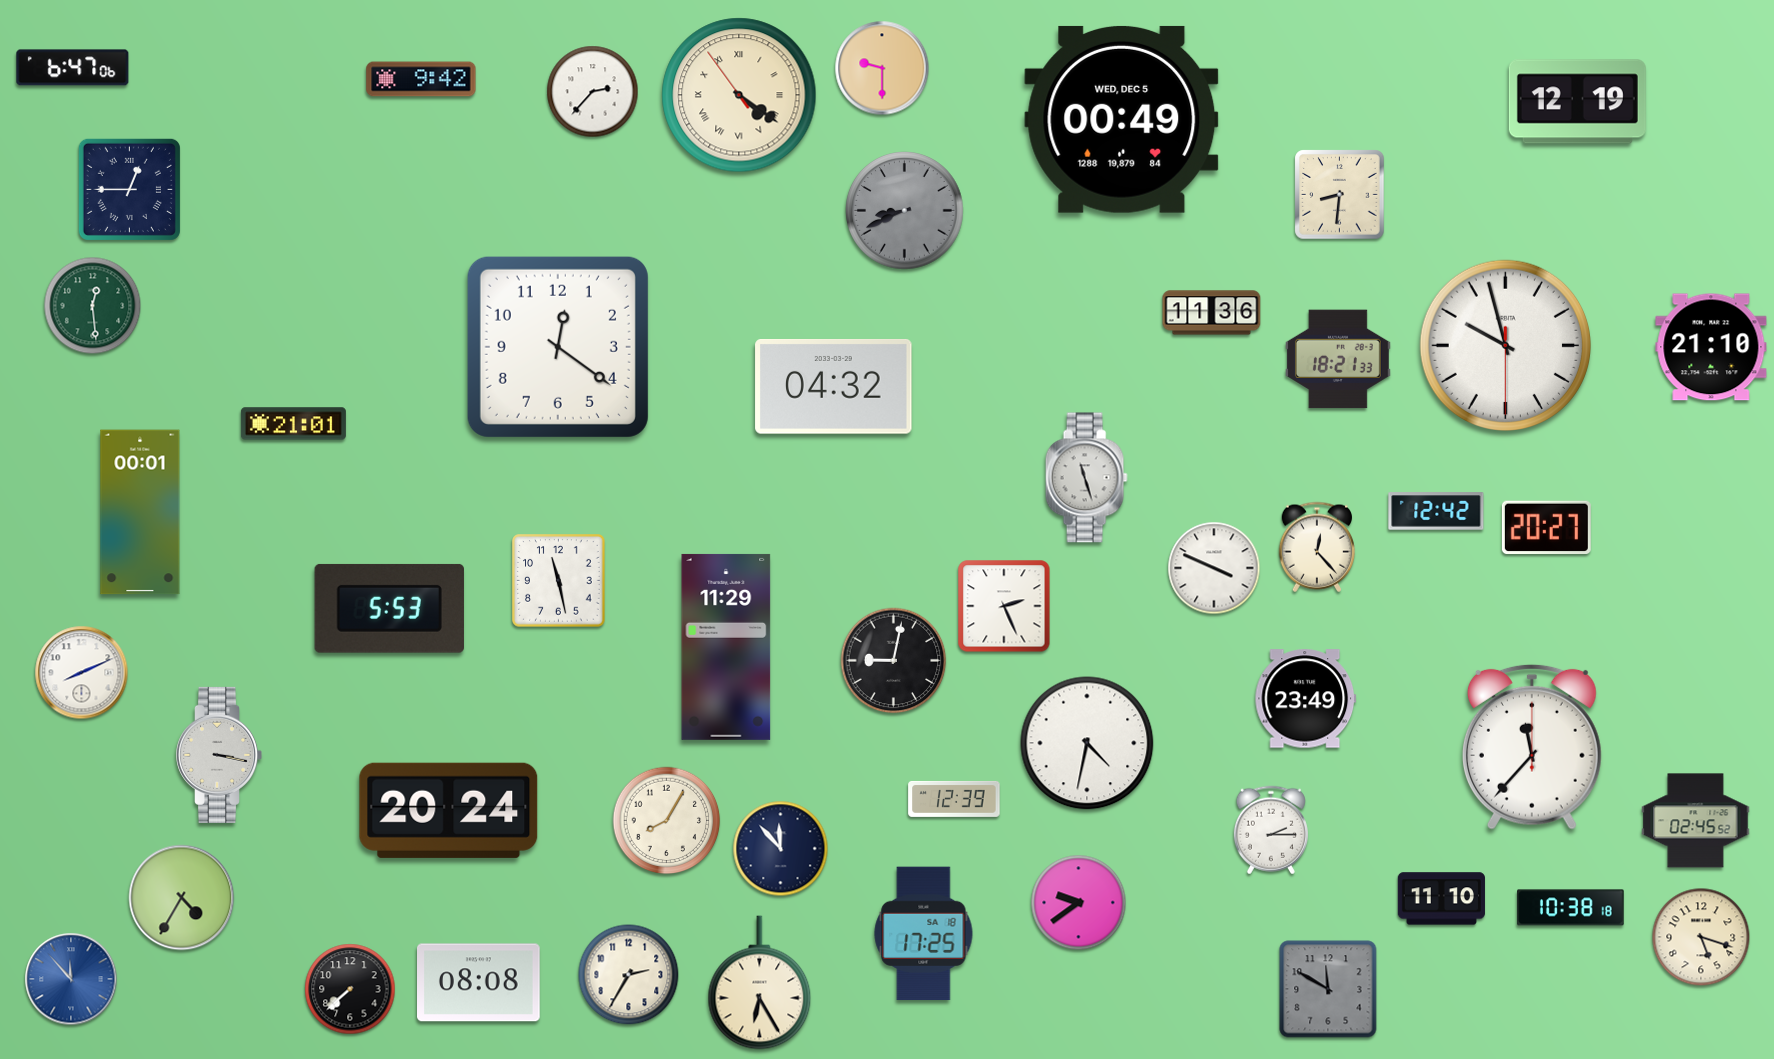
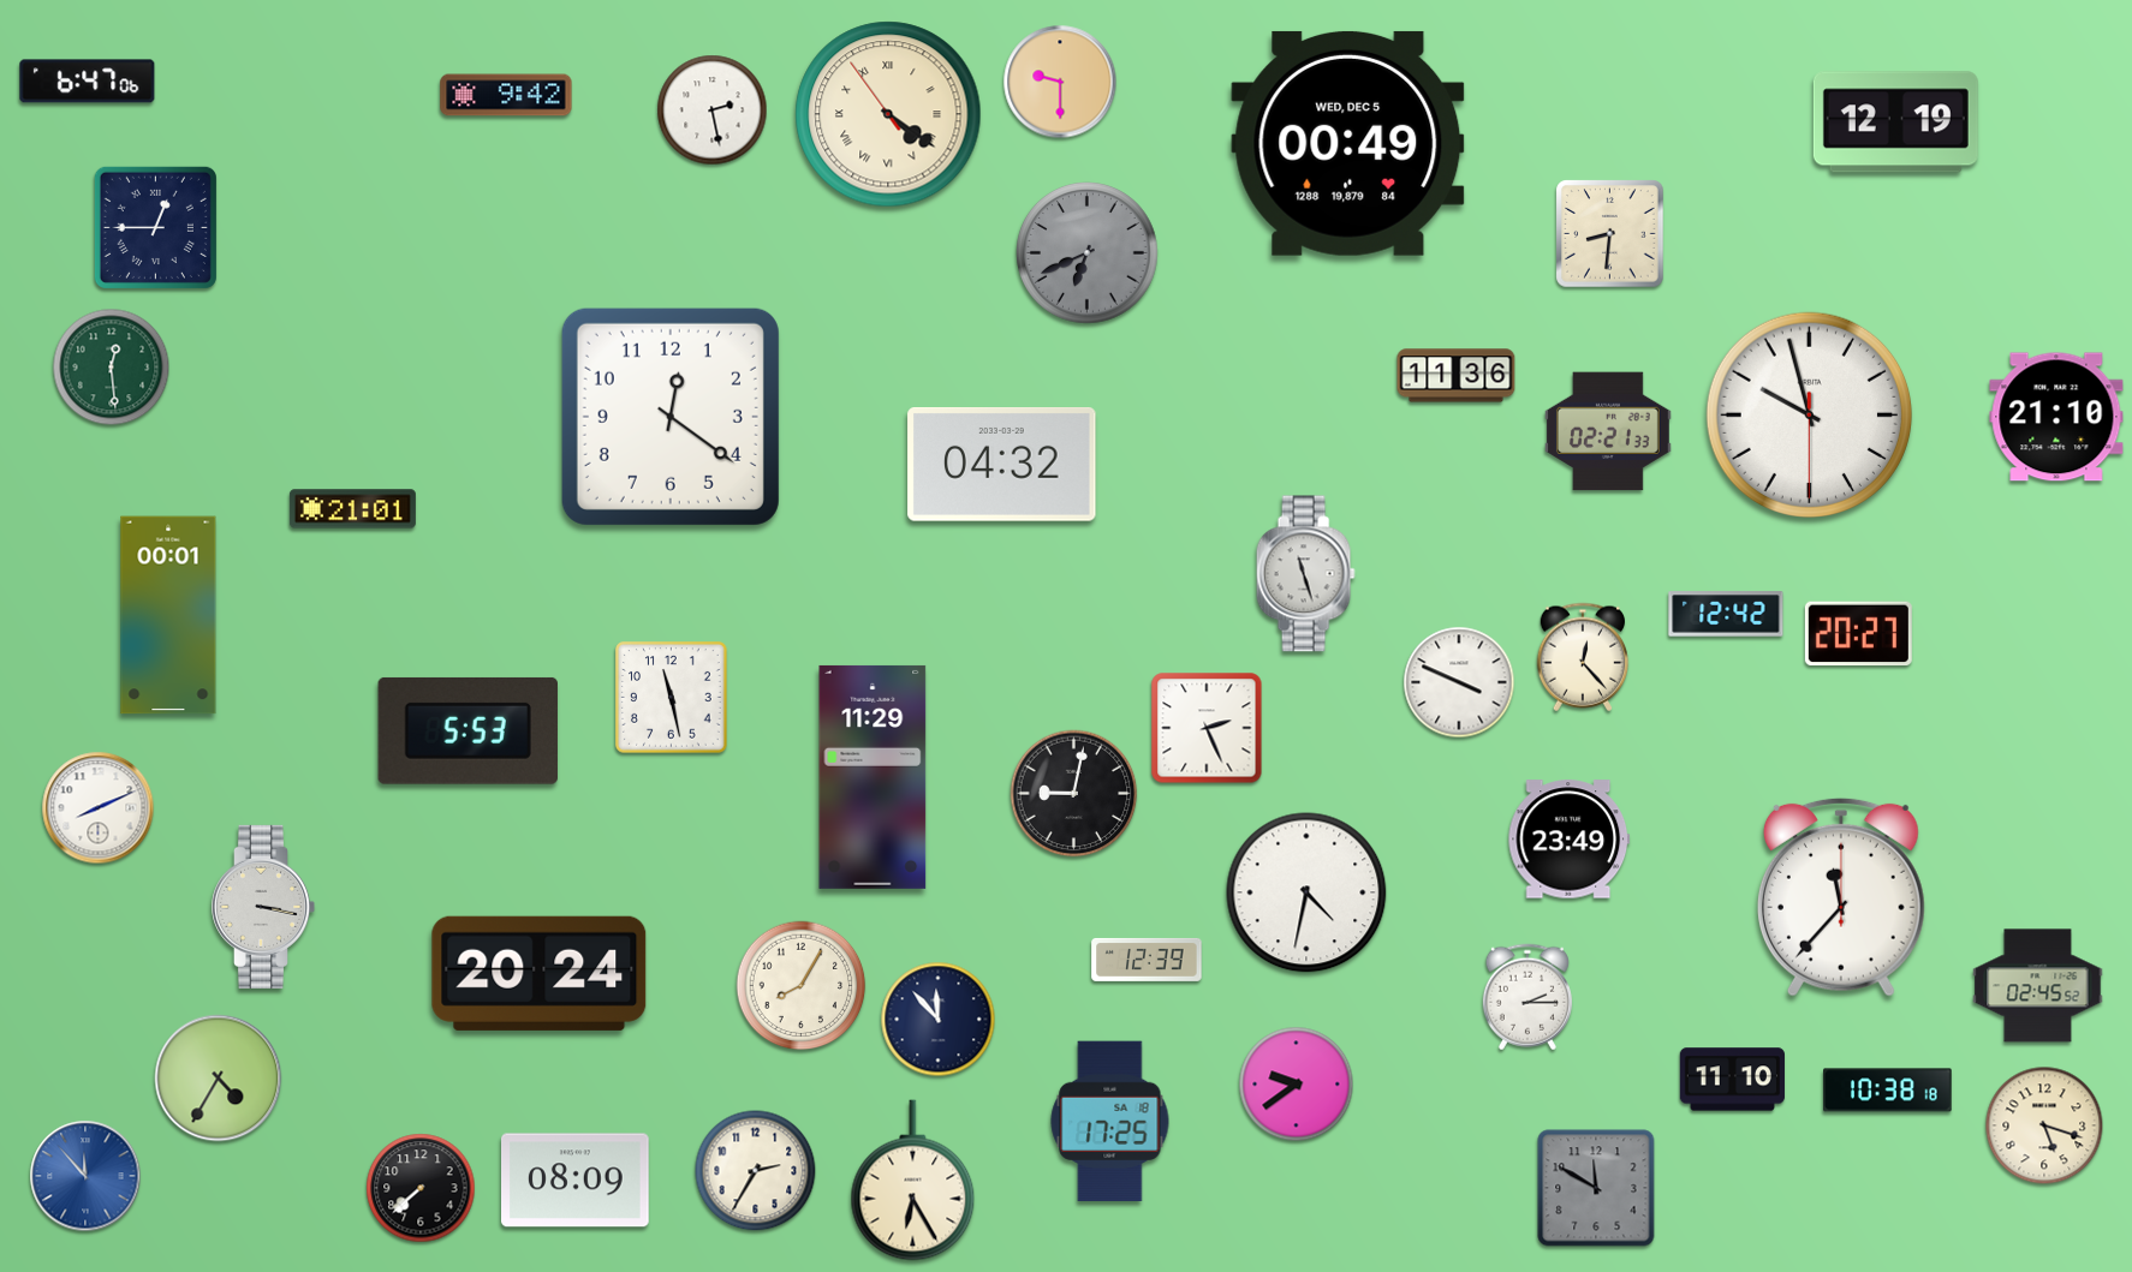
clock at (593, 92): 2:37 -> 2:28
clock at (905, 211): 8:41 -> 6:41
clock at (1338, 359): 18:21 -> 02:21
clock at (479, 983): 08:08 -> 08:09
